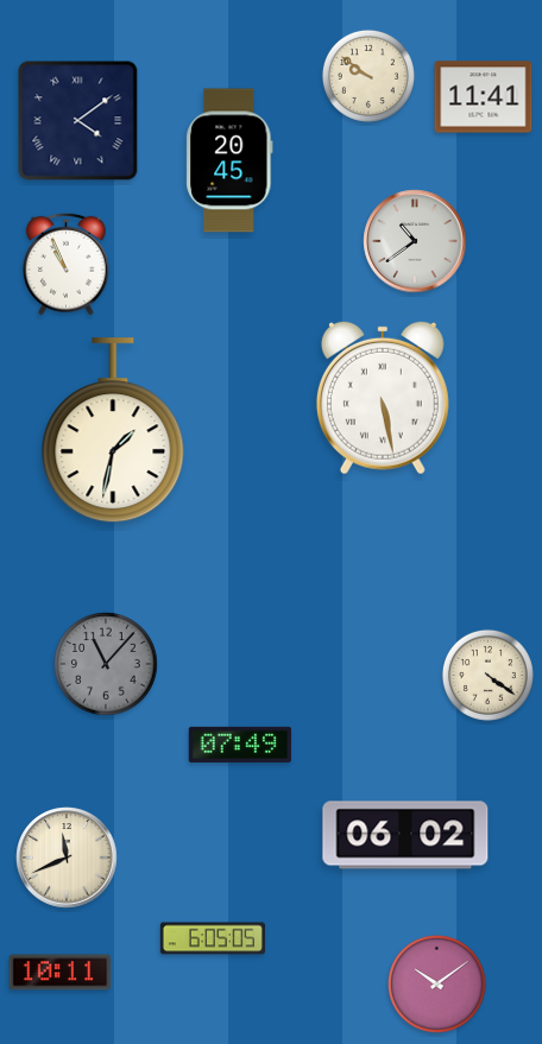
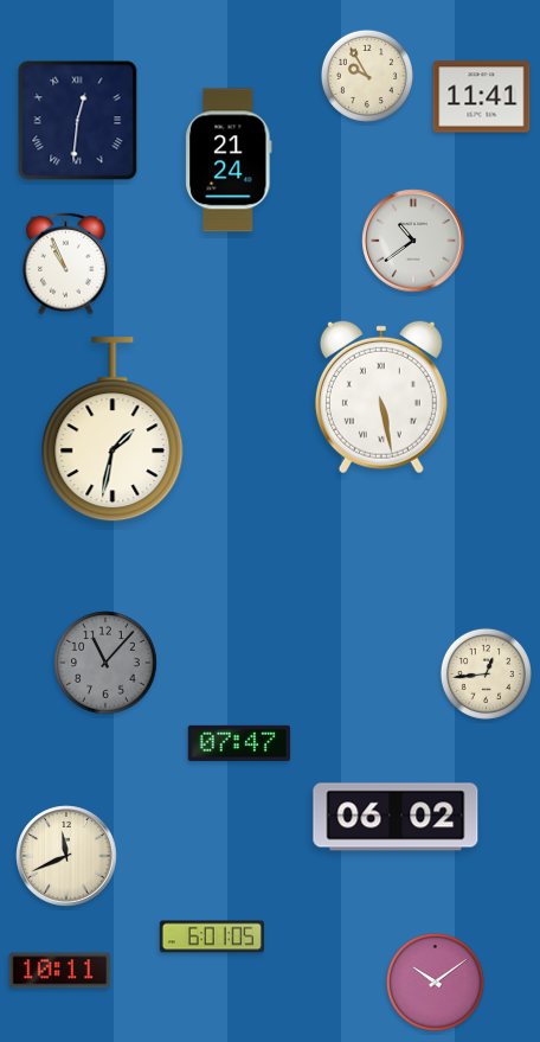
clock at (368, 76): 9:51 -> 9:55
clock at (78, 121): 4:09 -> 12:31
clock at (229, 160): 20:45 -> 21:24
clock at (487, 675): 4:21 -> 12:44
clock at (240, 745): 07:49 -> 07:47
clock at (405, 835) position: (405, 835) -> (396, 817)
clock at (213, 938): 6:05 -> 6:01
